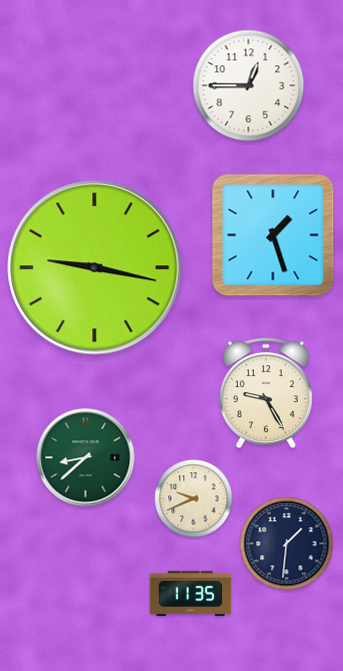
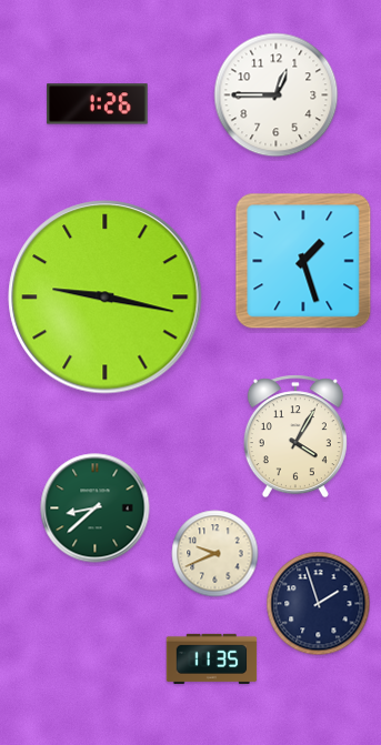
clock at (98, 104): none -> 1:26
clock at (266, 393): 9:25 -> 4:05
clock at (287, 544): 1:31 -> 1:57
